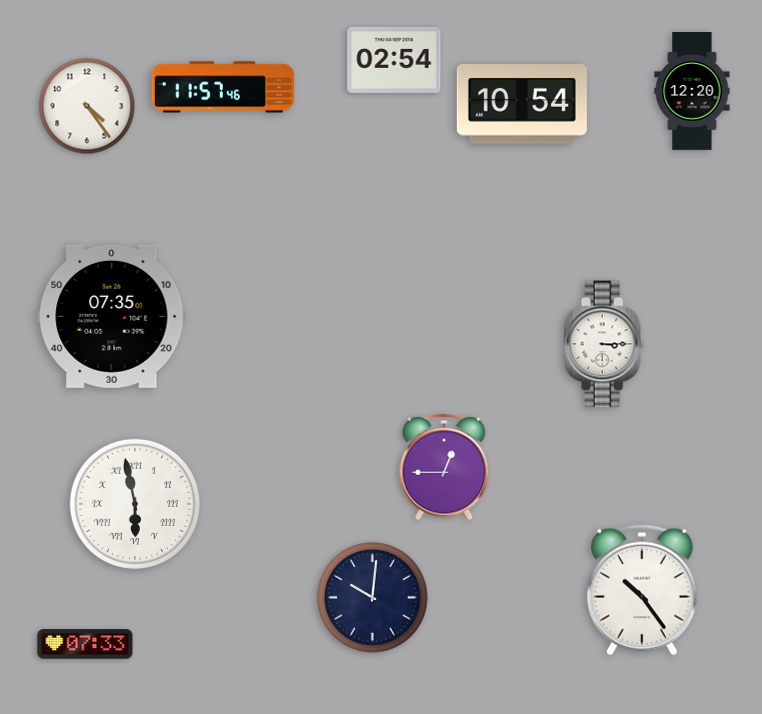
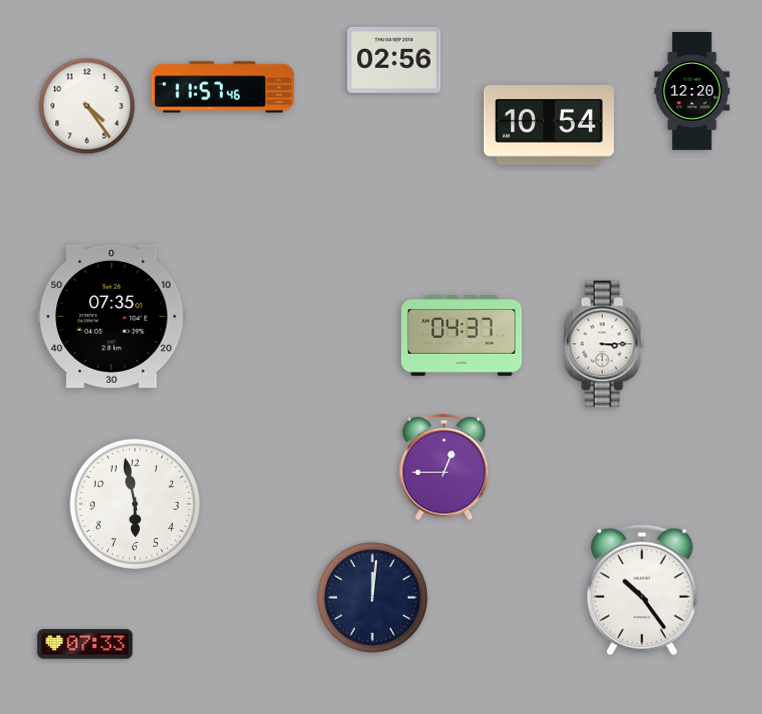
clock at (394, 60): 02:54 -> 02:56
clock at (522, 104) position: (522, 104) -> (549, 125)
clock at (462, 336): none -> 04:37
clock at (135, 504) numerals: Roman -> Arabic
clock at (372, 597): 10:01 -> 12:01
